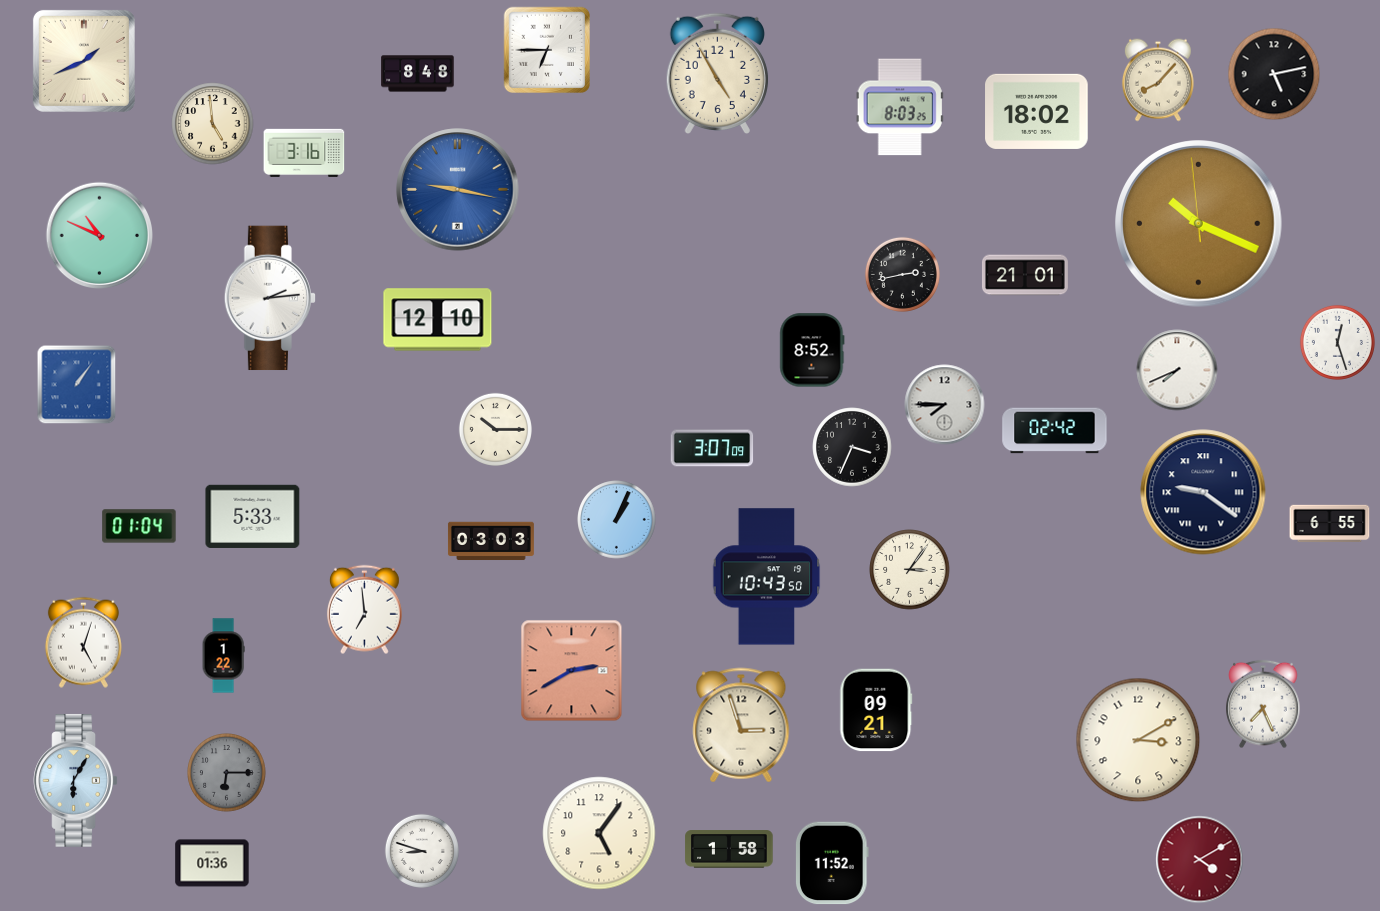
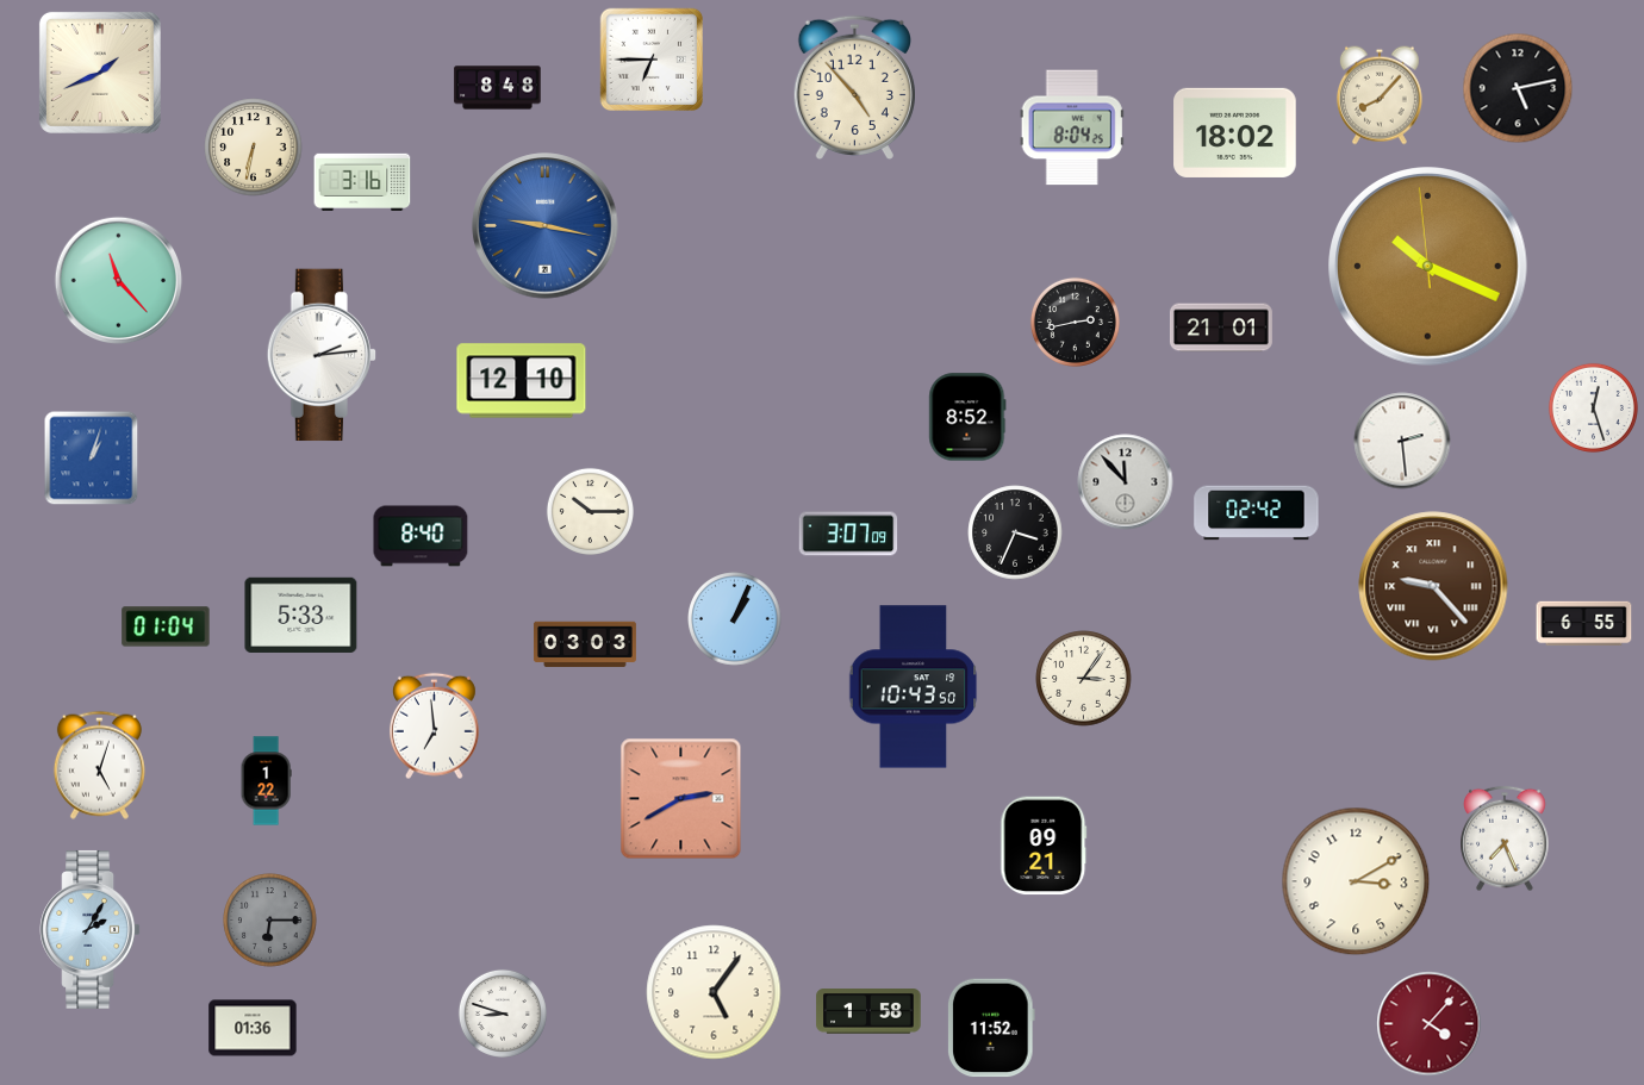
clock at (717, 73): 4:55 -> 4:53
clock at (900, 107): 8:03 -> 8:04
clock at (213, 124): 4:59 -> 6:32
clock at (99, 235): 10:49 -> 11:23
clock at (902, 274) position: (902, 274) -> (1075, 322)
clock at (1177, 370): 7:41 -> 2:29
clock at (77, 385): 1:06 -> 1:03
clock at (945, 405): 7:45 -> 11:53
clock at (421, 536): none -> 8:40
clock at (1203, 492): 9:21 -> 9:23
clock at (1203, 492) dial: navy -> brown
clock at (741, 725): 2:57 -> none
clock at (75, 780): 6:05 -> 2:05
clock at (1200, 860): 4:10 -> 4:07
